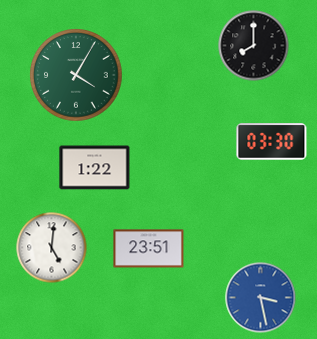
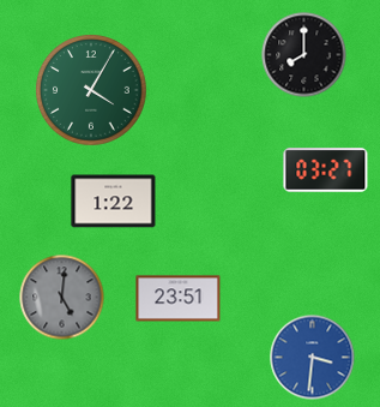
clock at (272, 142): 03:30 -> 03:27
clock at (52, 248) dial: white -> grey
clock at (261, 298): 3:28 -> 3:31
